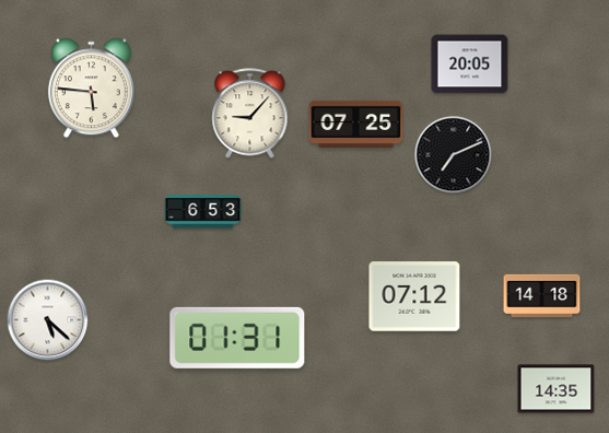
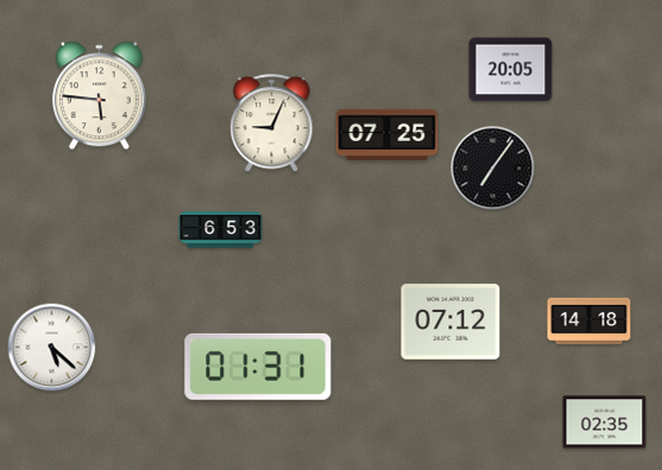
clock at (250, 114): 9:07 -> 9:04
clock at (454, 155): 7:11 -> 7:06
clock at (557, 389): 14:35 -> 02:35
